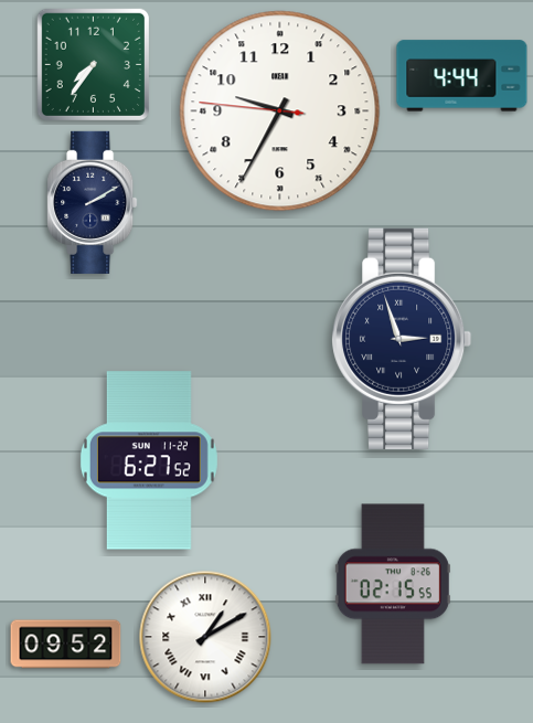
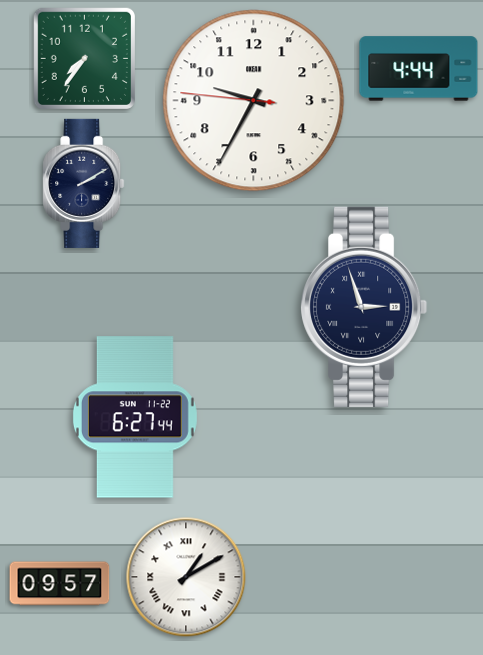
clock at (149, 460): 6:27:52 -> 6:27:44
clock at (393, 584): 02:15 -> none
clock at (66, 645): 09:52 -> 09:57
